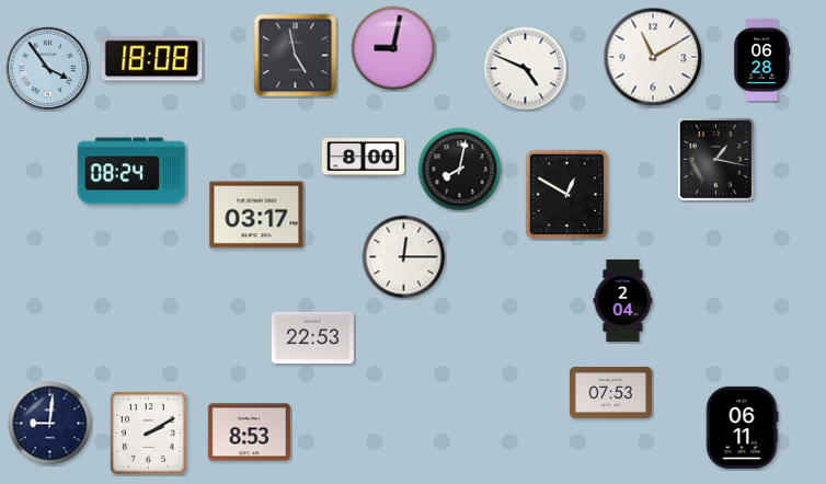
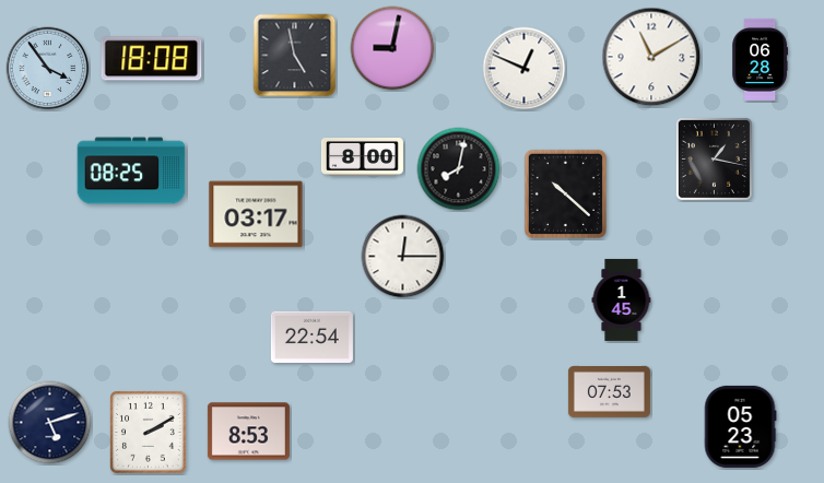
clock at (526, 69): 4:49 -> 12:49
clock at (131, 171): 08:24 -> 08:25
clock at (566, 194): 12:50 -> 10:22
clock at (623, 300): 2:04 -> 1:45
clock at (312, 337): 22:53 -> 22:54
clock at (50, 424): 9:01 -> 5:12
clock at (742, 427): 06:11 -> 05:23
